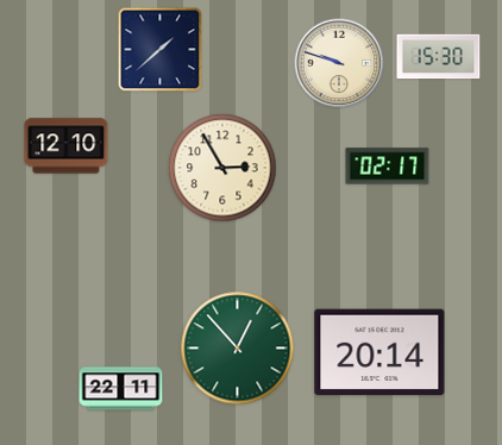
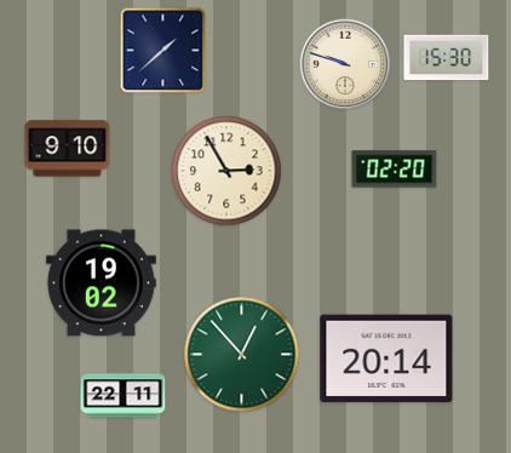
clock at (67, 146): 12:10 -> 9:10
clock at (388, 167): 02:17 -> 02:20
clock at (102, 283): none -> 19:02
